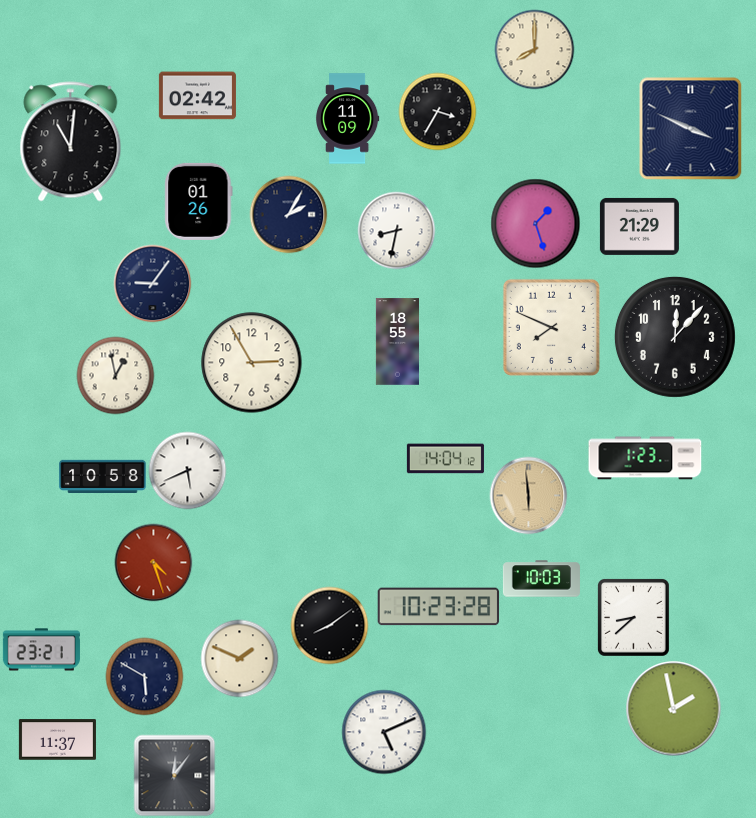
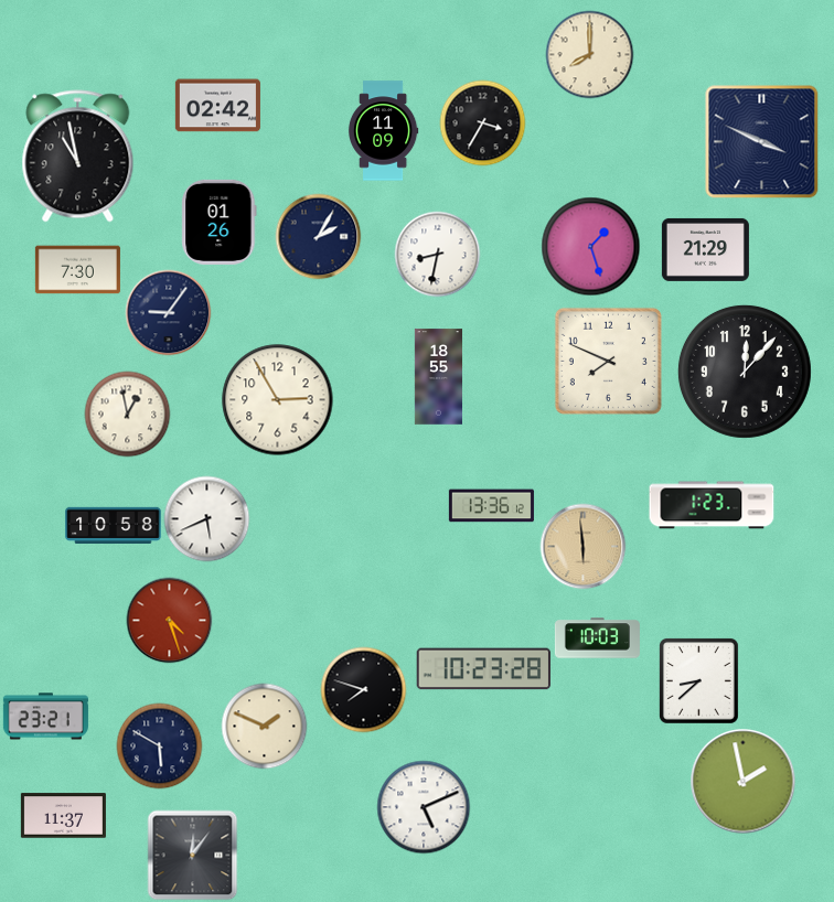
clock at (71, 142): 11:01 -> 10:58
clock at (77, 270): none -> 7:30
clock at (445, 459): 14:04 -> 13:36
clock at (329, 625): 8:09 -> 7:48
